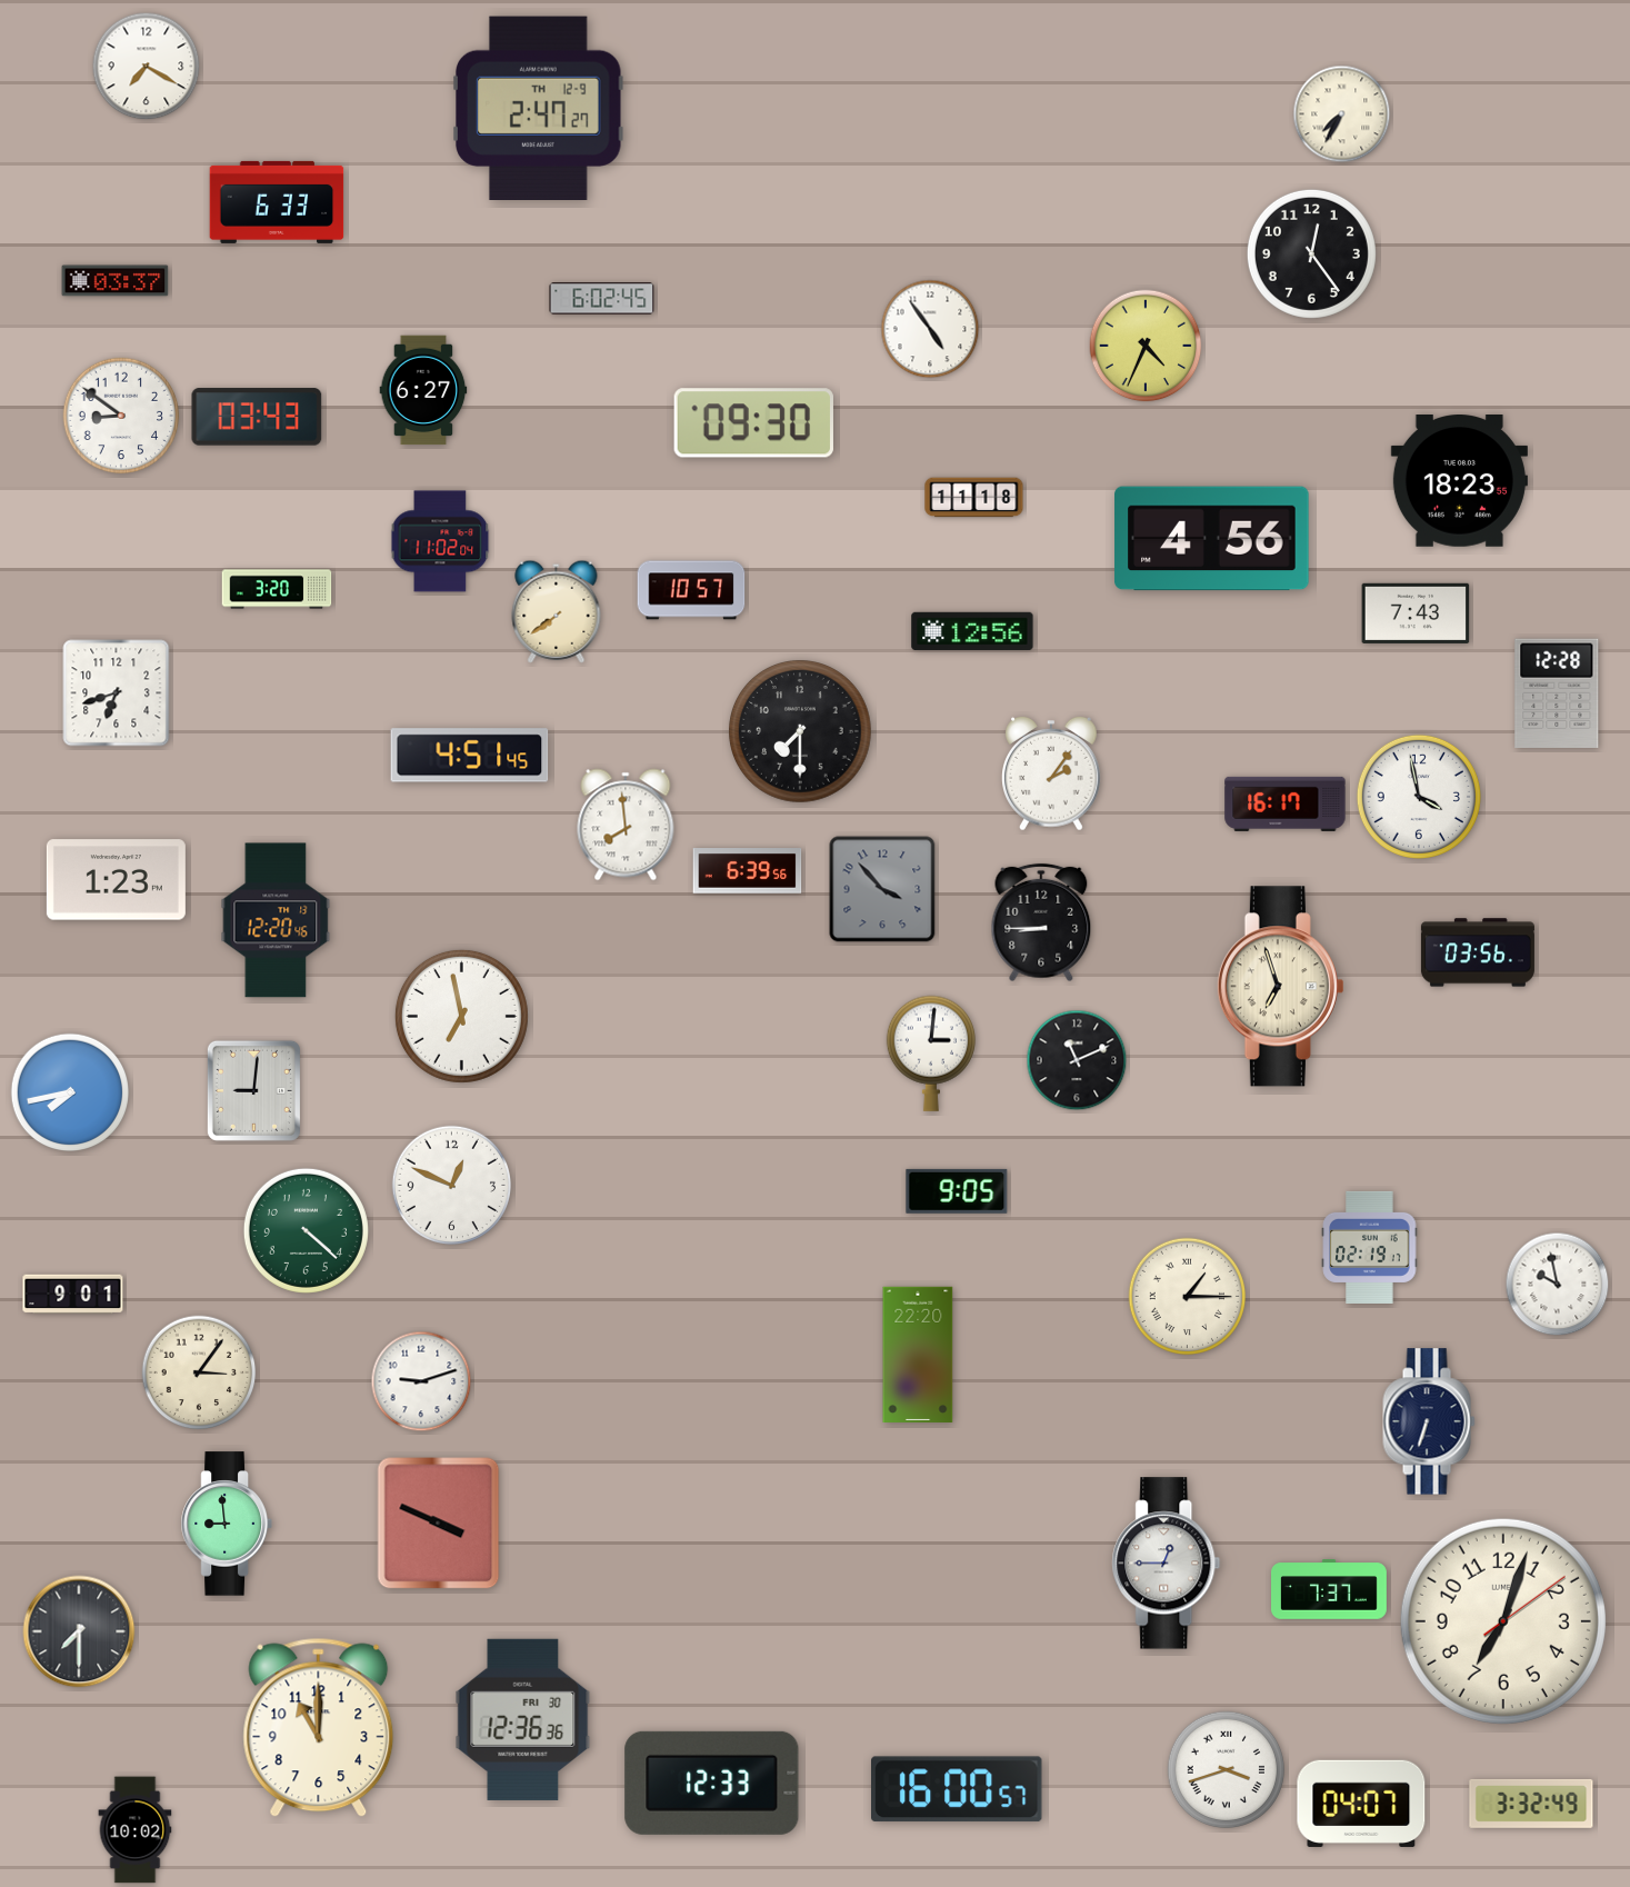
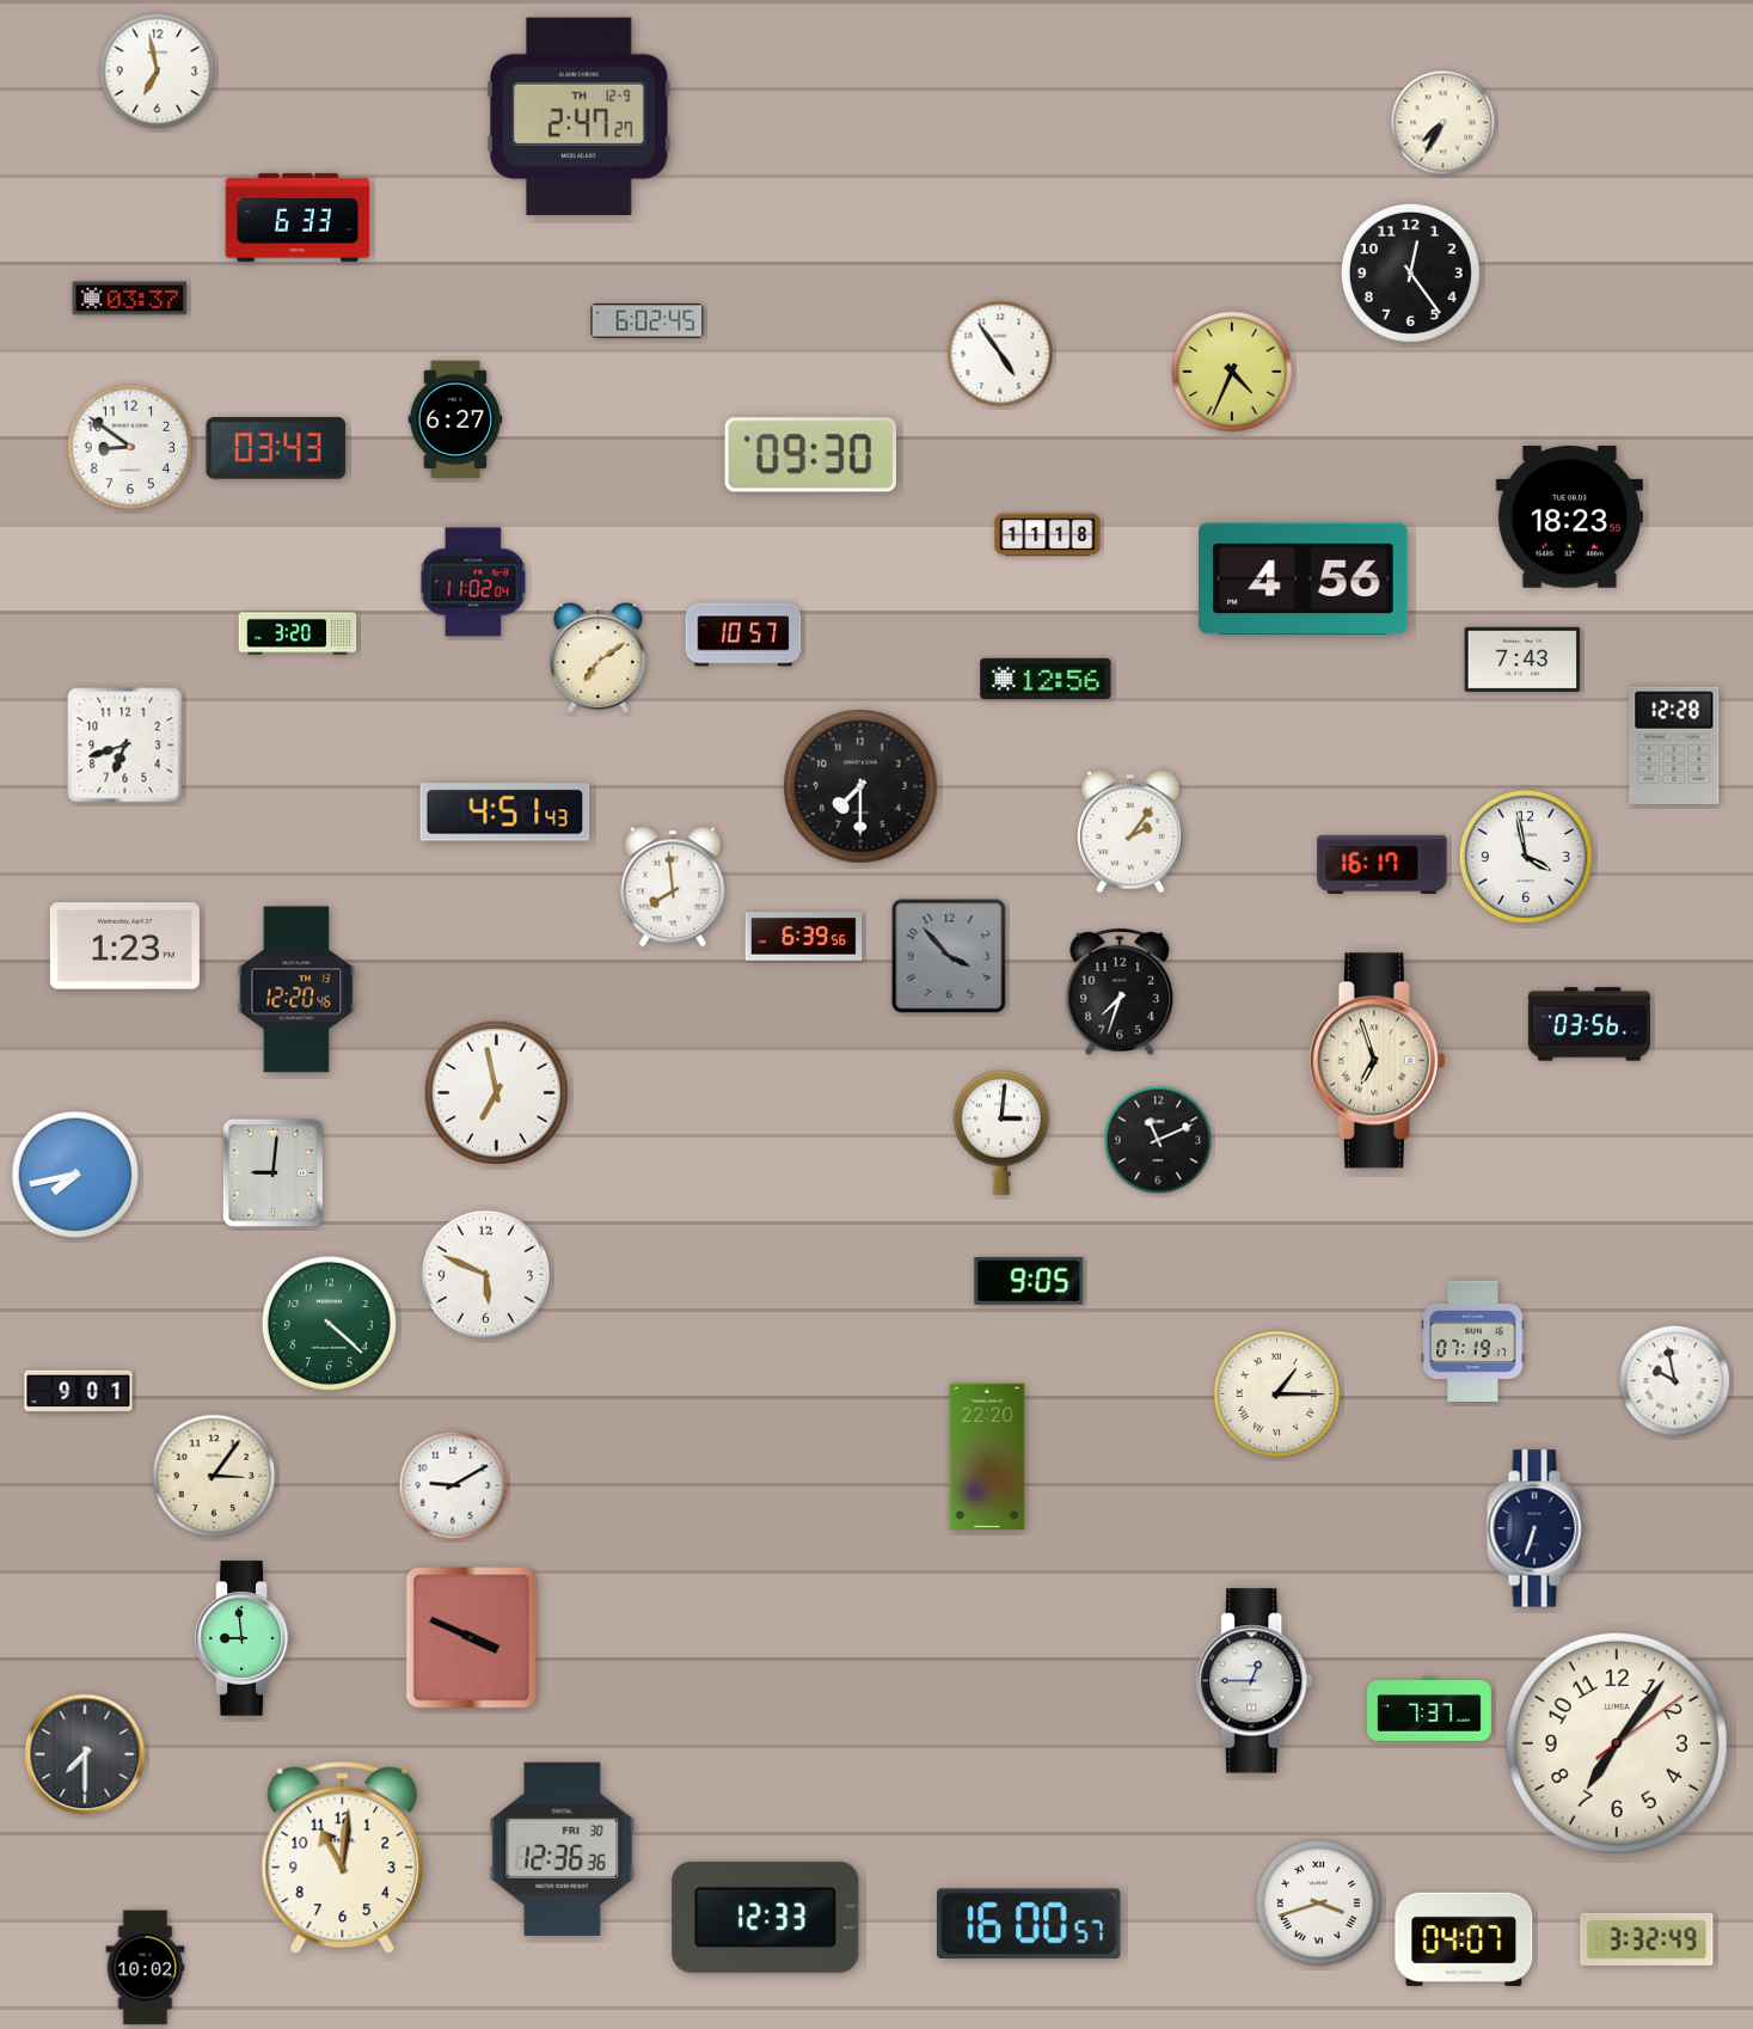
clock at (147, 67): 7:20 -> 6:58
clock at (116, 281) position: (116, 281) -> (130, 299)
clock at (557, 611): 7:39 -> 7:09
clock at (470, 756): 4:51:45 -> 4:51:43
clock at (1041, 922): 8:45 -> 7:33
clock at (451, 1185): 12:49 -> 5:49
clock at (1370, 1247): 02:19 -> 07:19
clock at (421, 1381): 9:12 -> 9:10
clock at (1503, 1621): 7:03 -> 7:06
clock at (319, 1728): 11:00 -> 11:01
